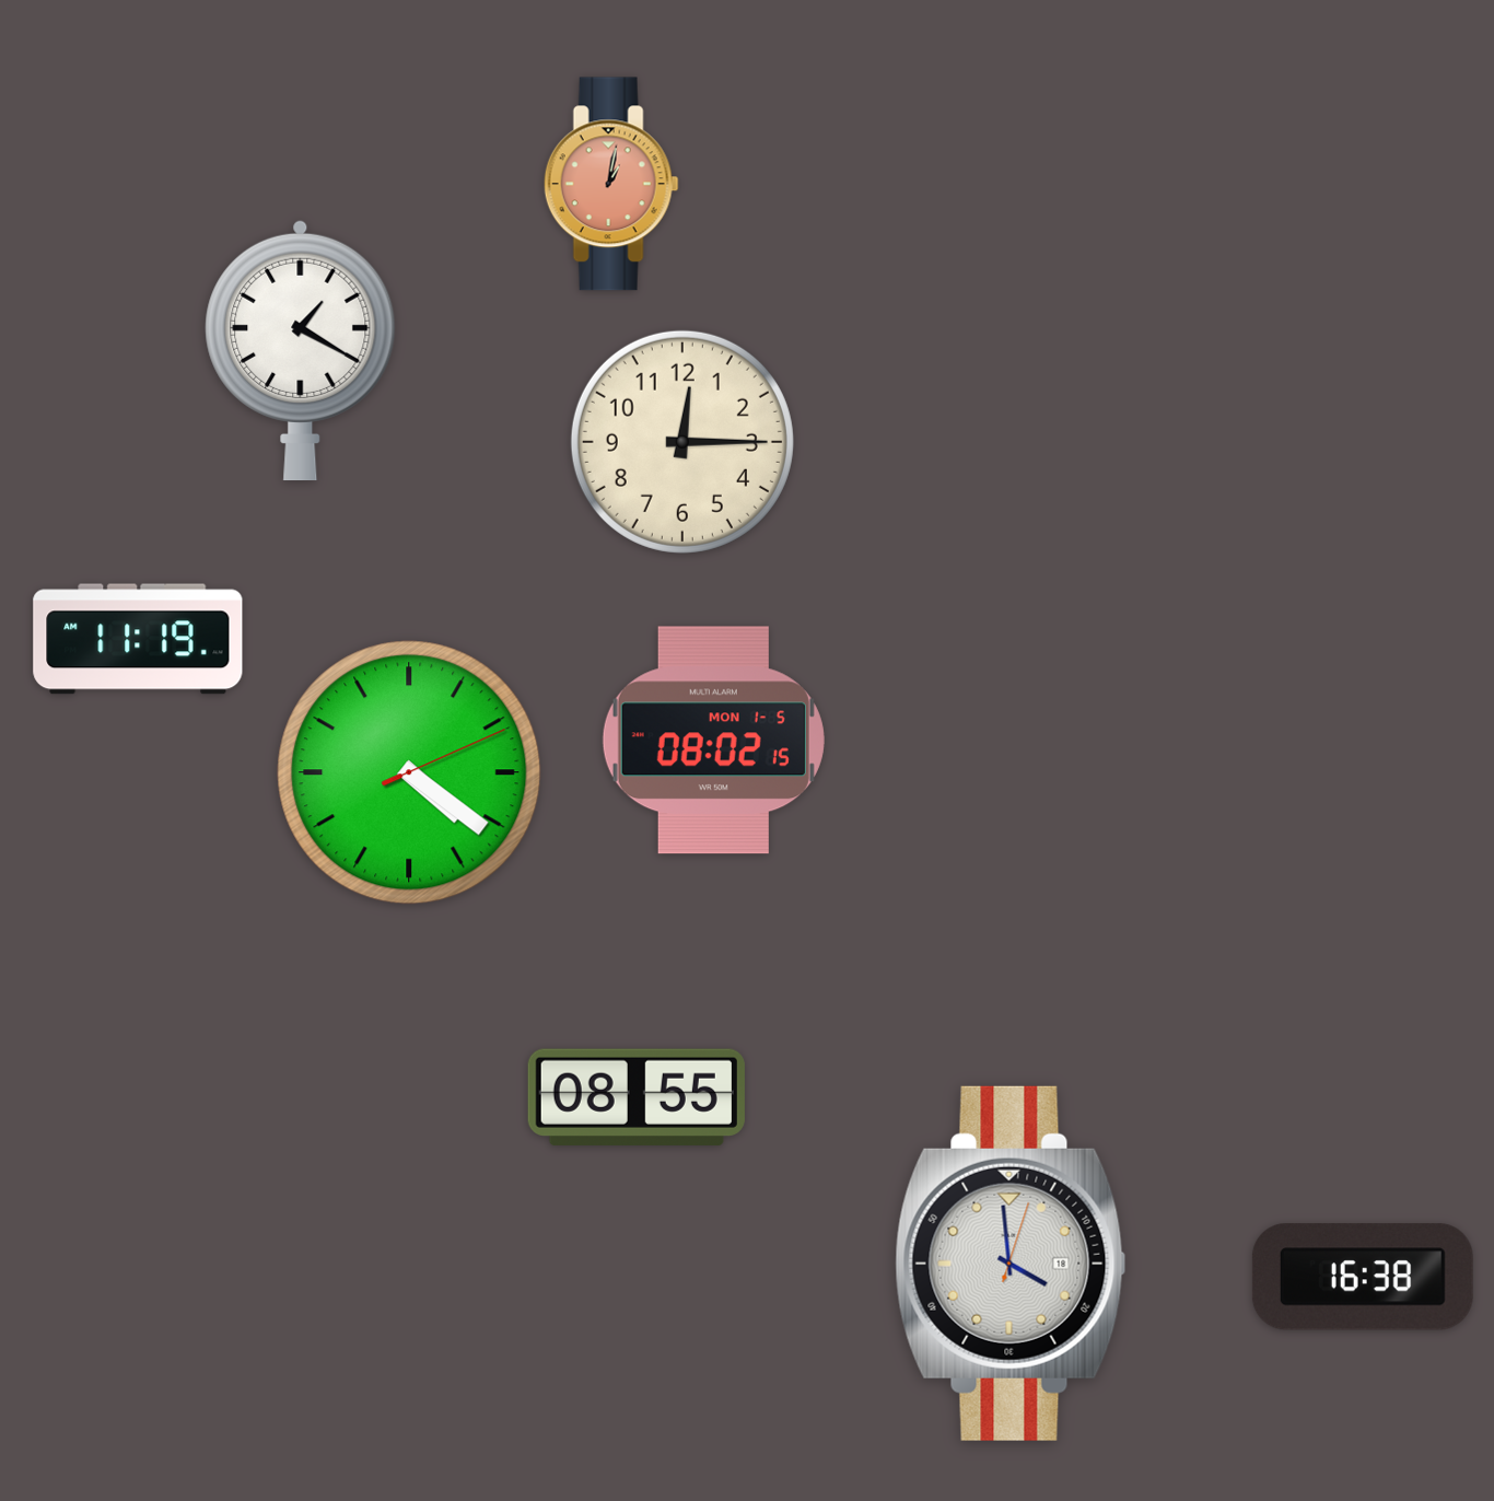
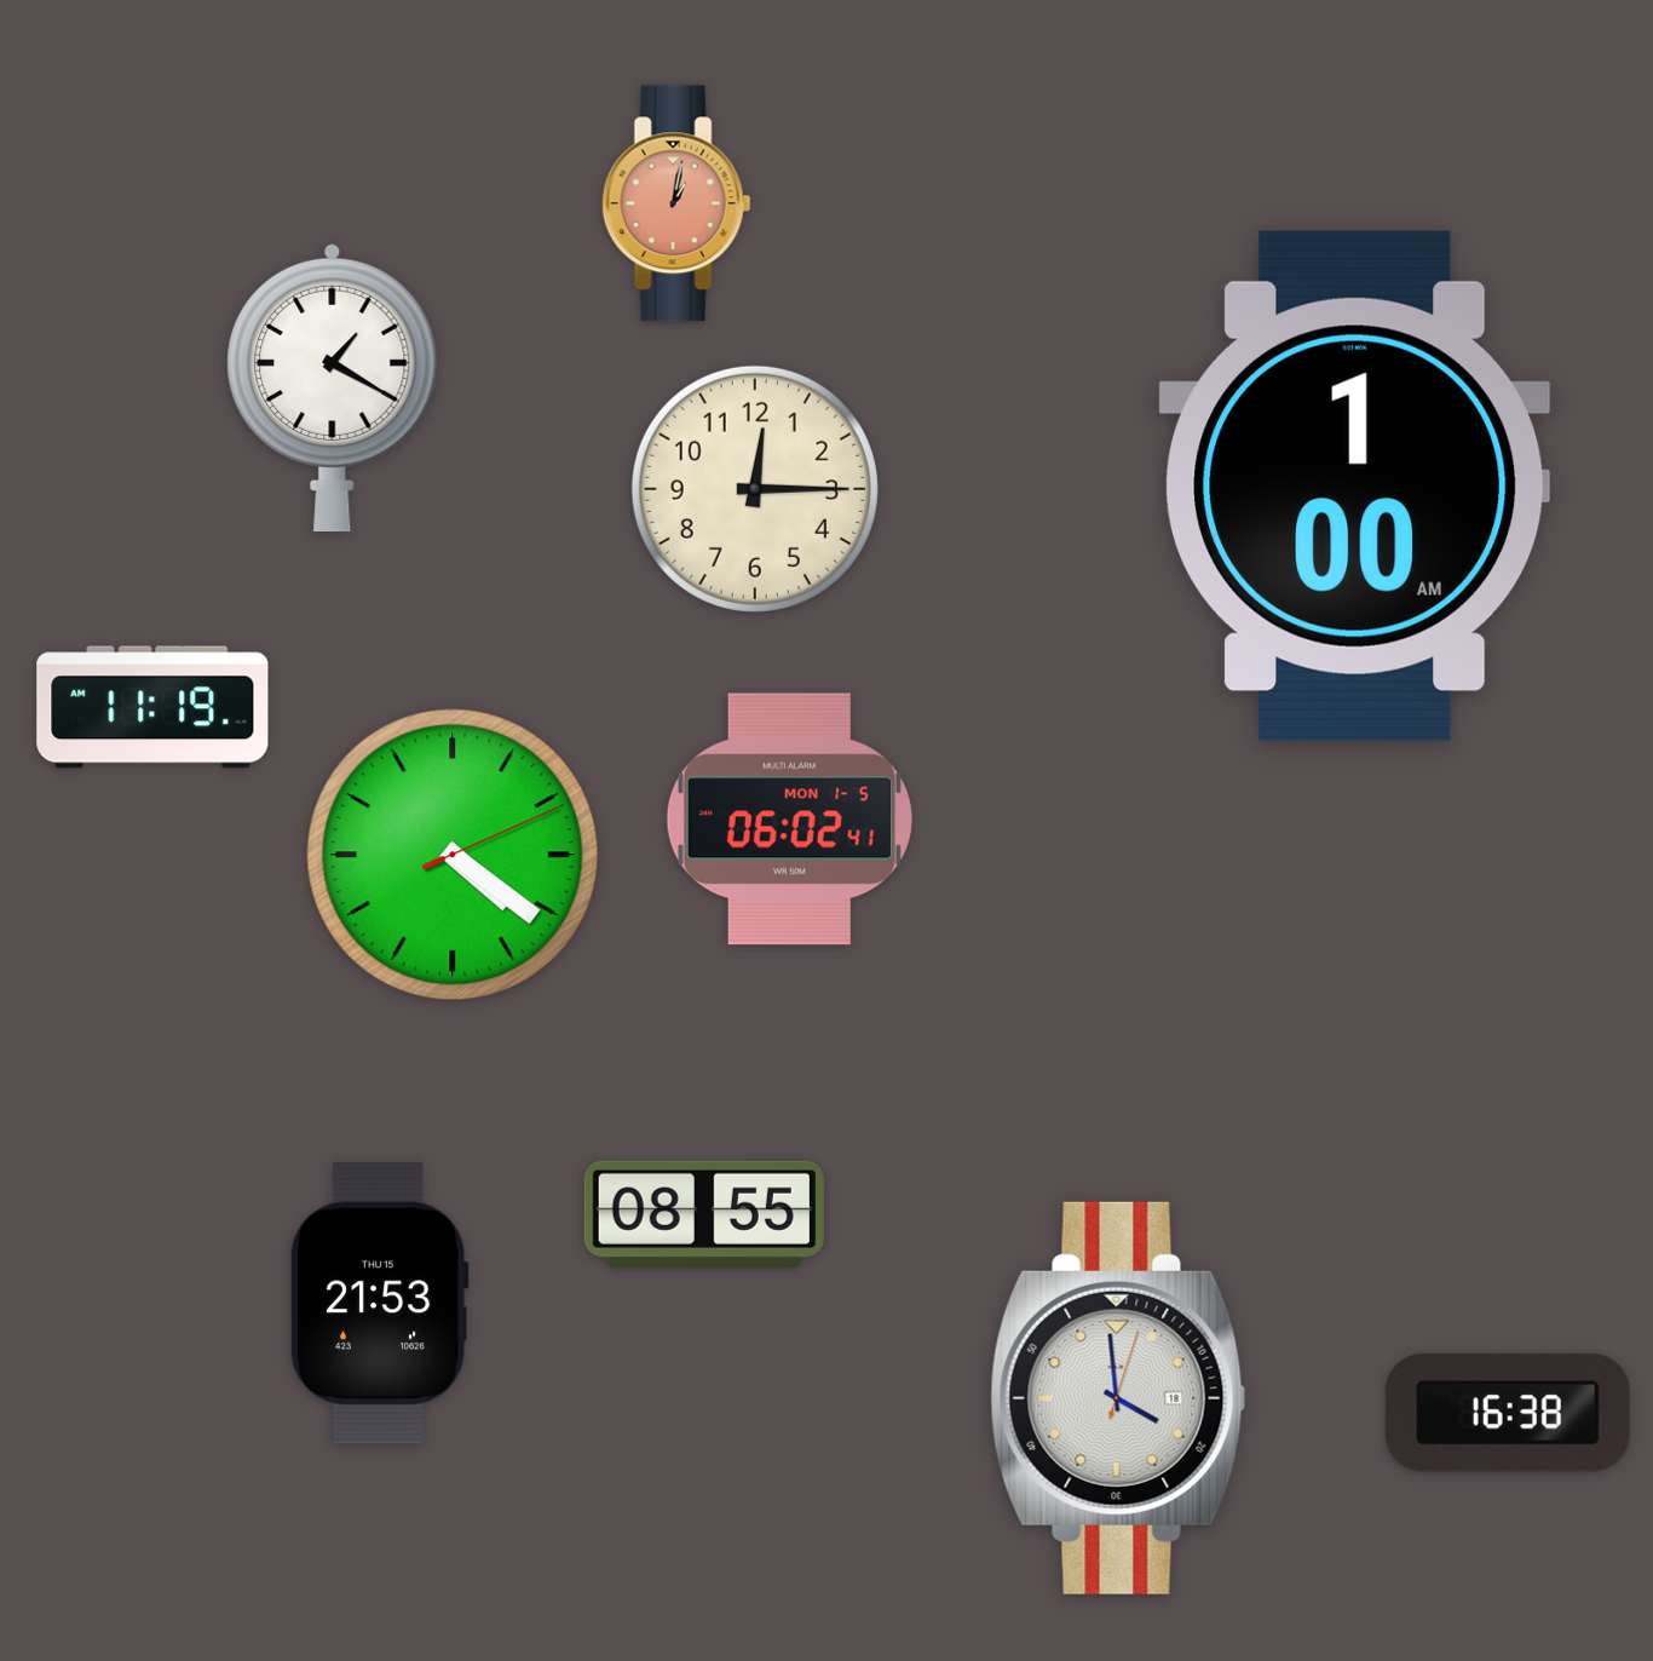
clock at (1355, 485): none -> 1:00
clock at (713, 741): 08:02 -> 06:02
clock at (379, 1304): none -> 21:53
